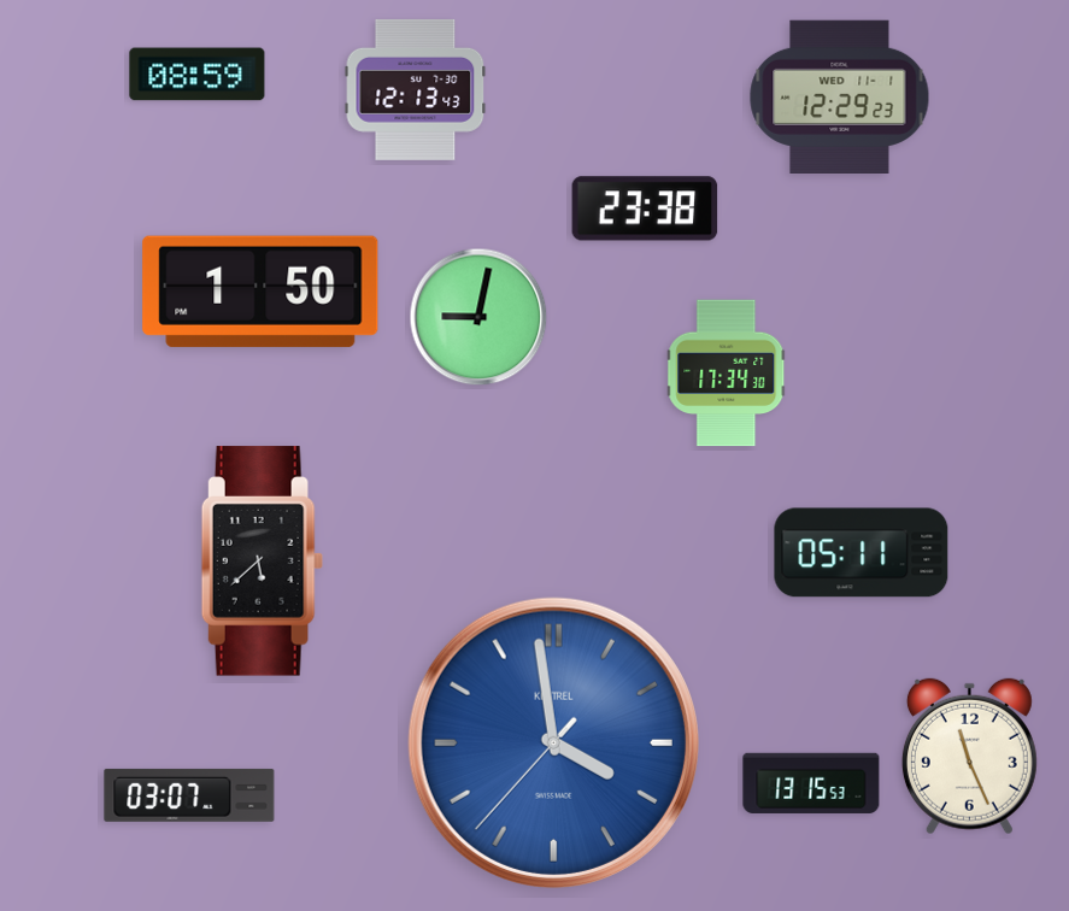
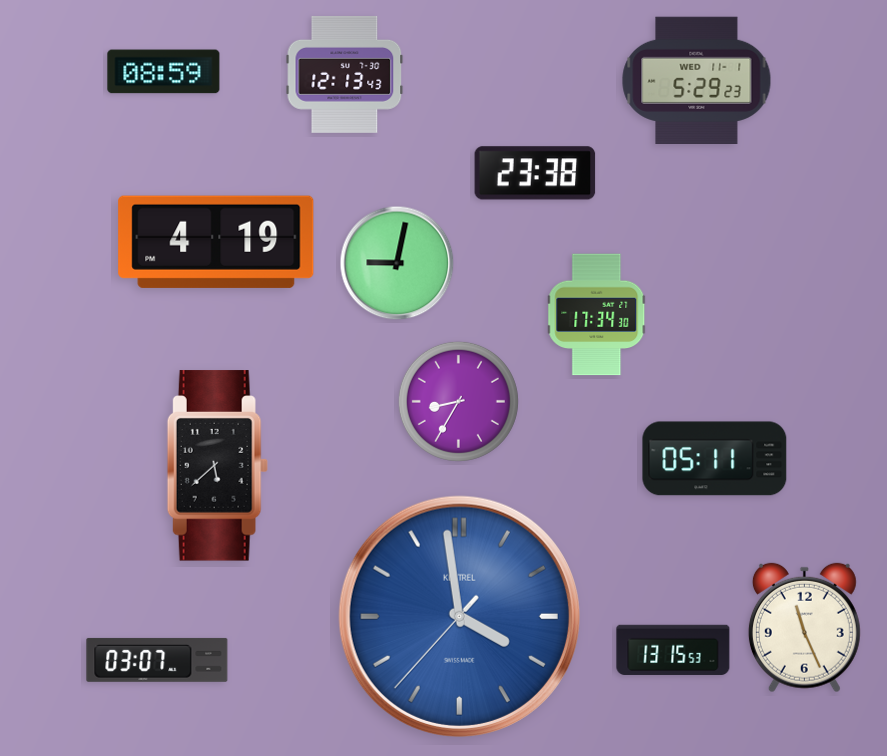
clock at (198, 75) position: (198, 75) -> (164, 72)
clock at (840, 96): 12:29 -> 5:29
clock at (260, 292): 1:50 -> 4:19
clock at (727, 374) position: (727, 374) -> (597, 315)
clock at (458, 401): none -> 8:35
